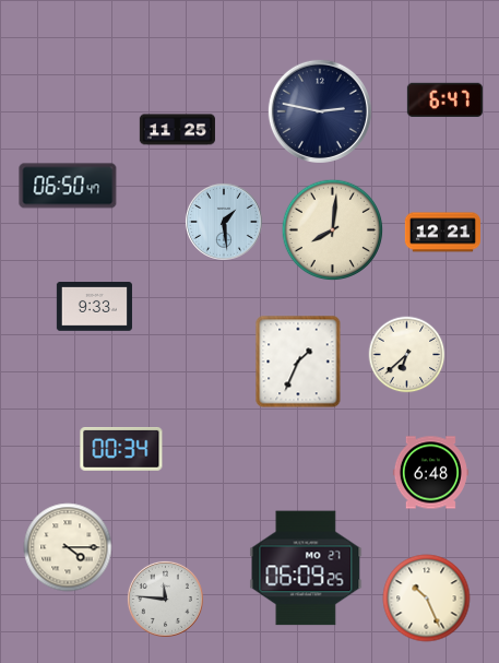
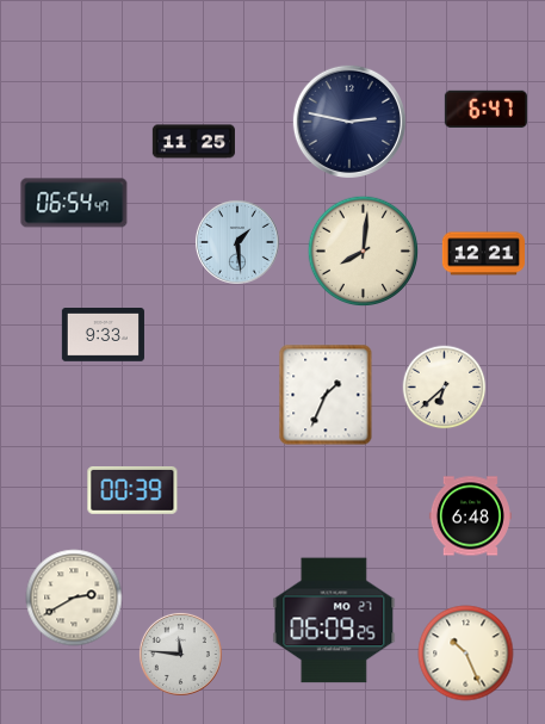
clock at (68, 186): 06:50 -> 06:54
clock at (224, 222) position: (224, 222) -> (237, 242)
clock at (121, 449): 00:34 -> 00:39
clock at (68, 547): 4:15 -> 2:40
